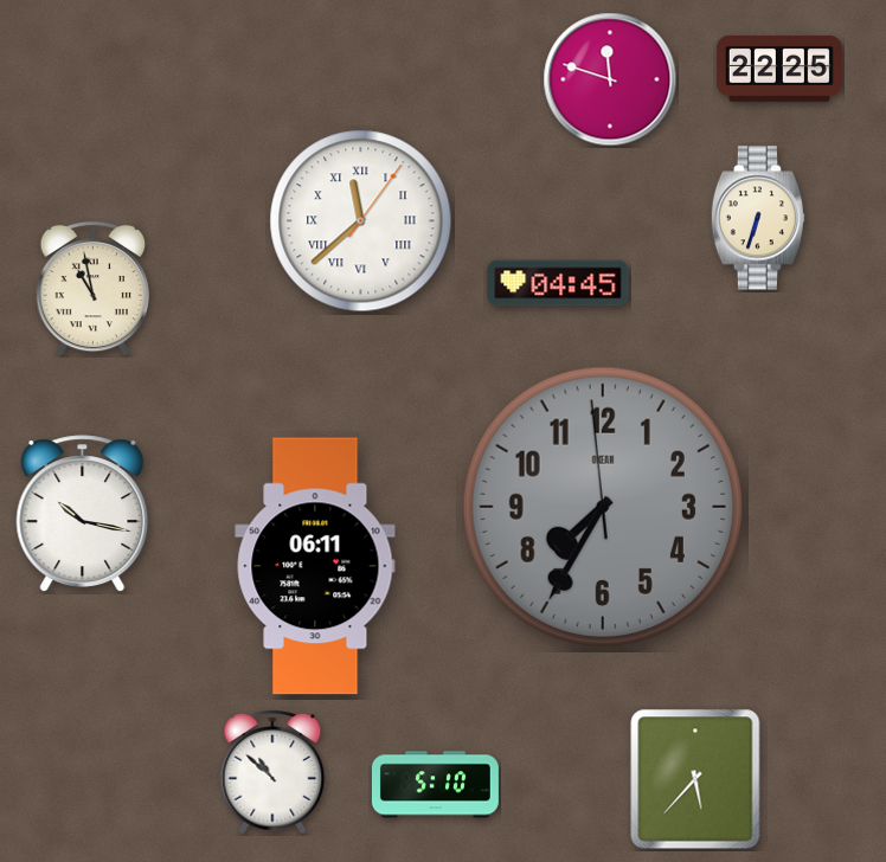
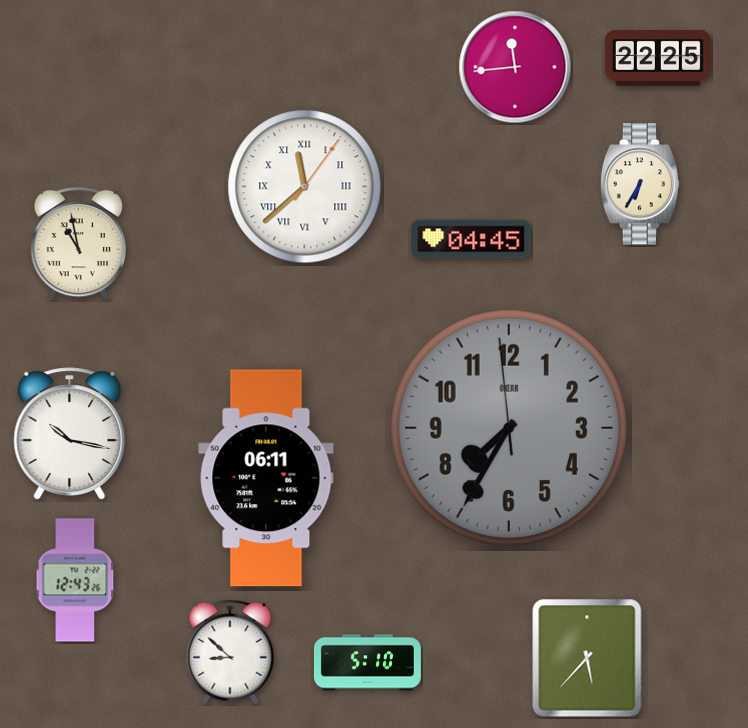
clock at (610, 79): 11:48 -> 11:44
clock at (757, 218): 6:33 -> 6:35
clock at (75, 580): none -> 12:43
clock at (272, 772): 10:52 -> 8:52
